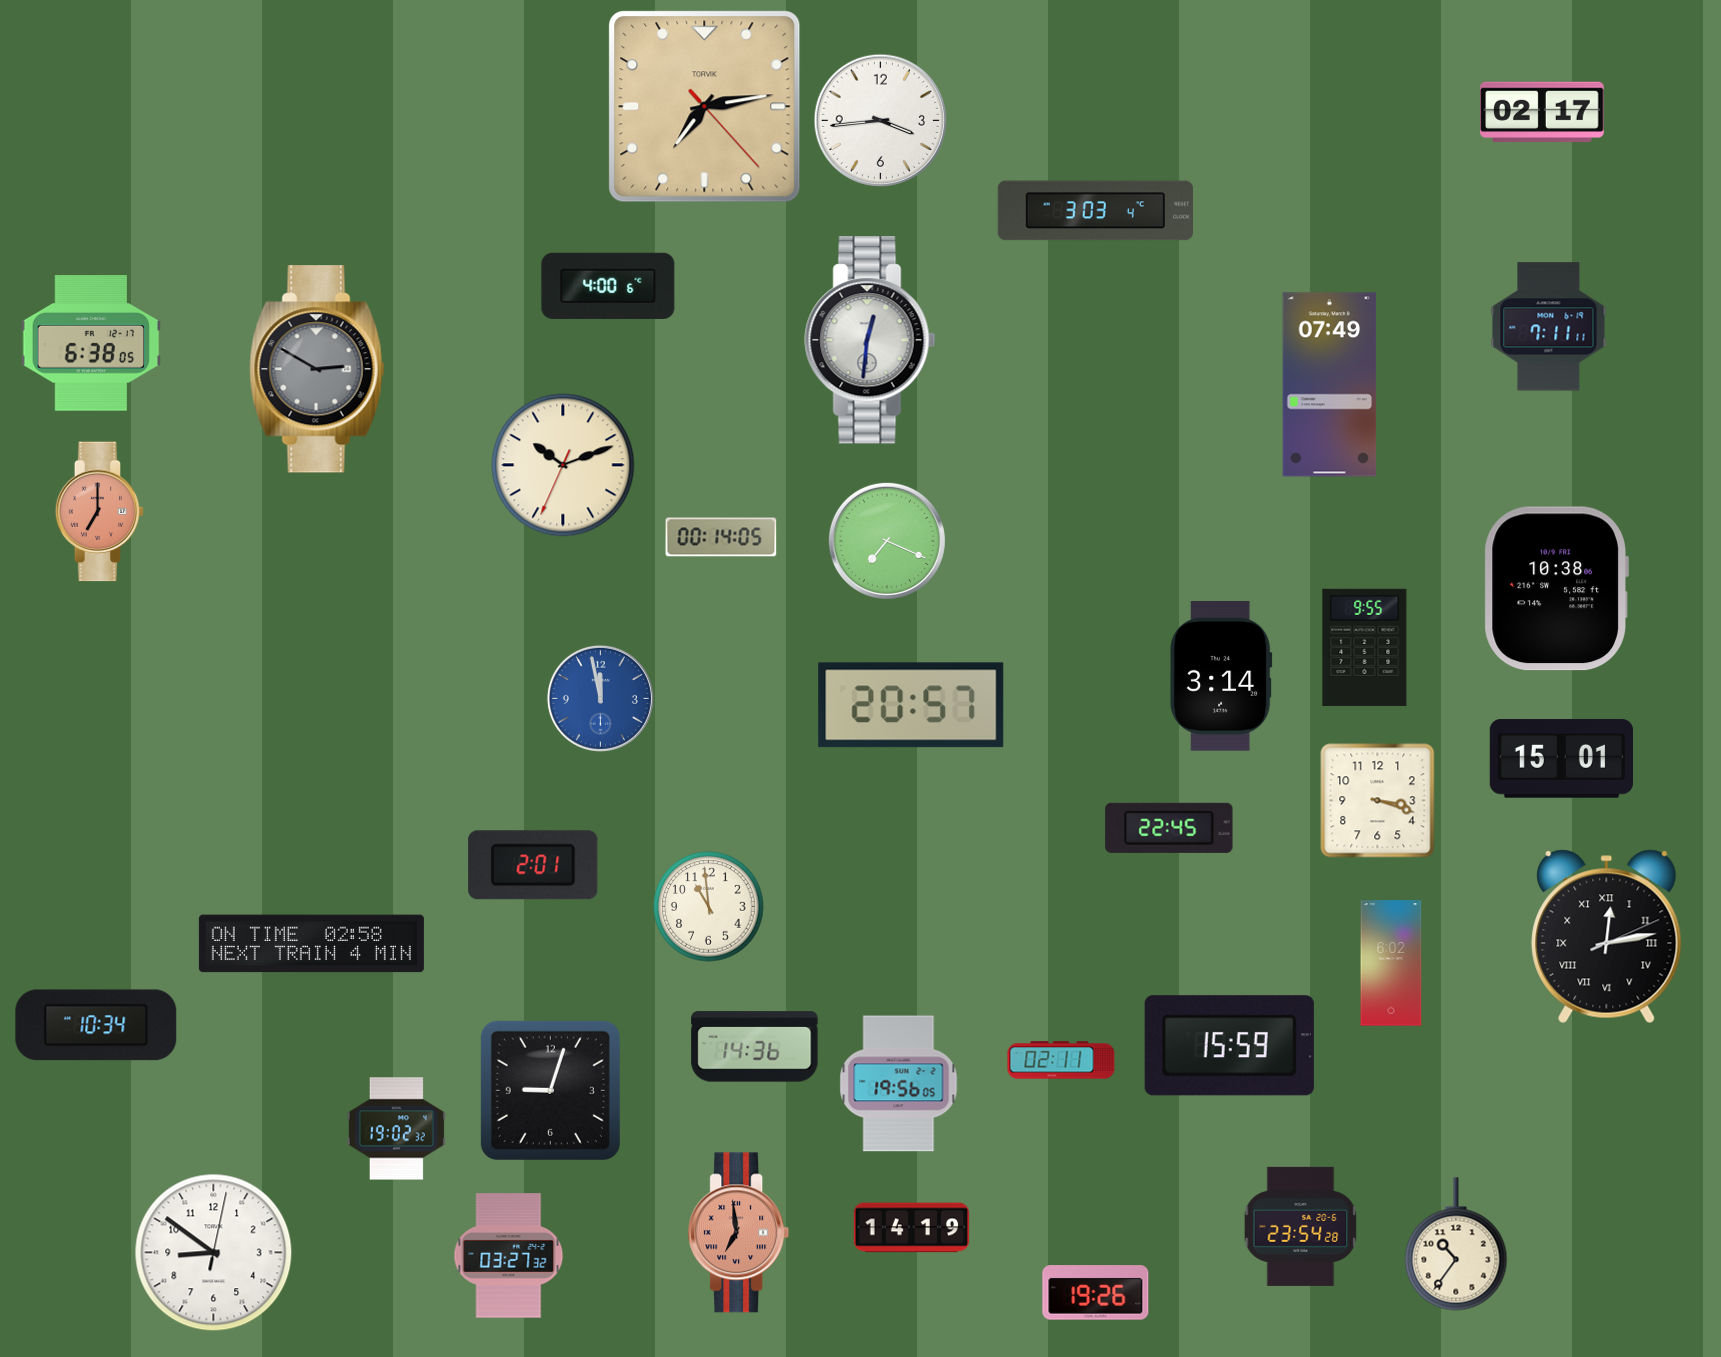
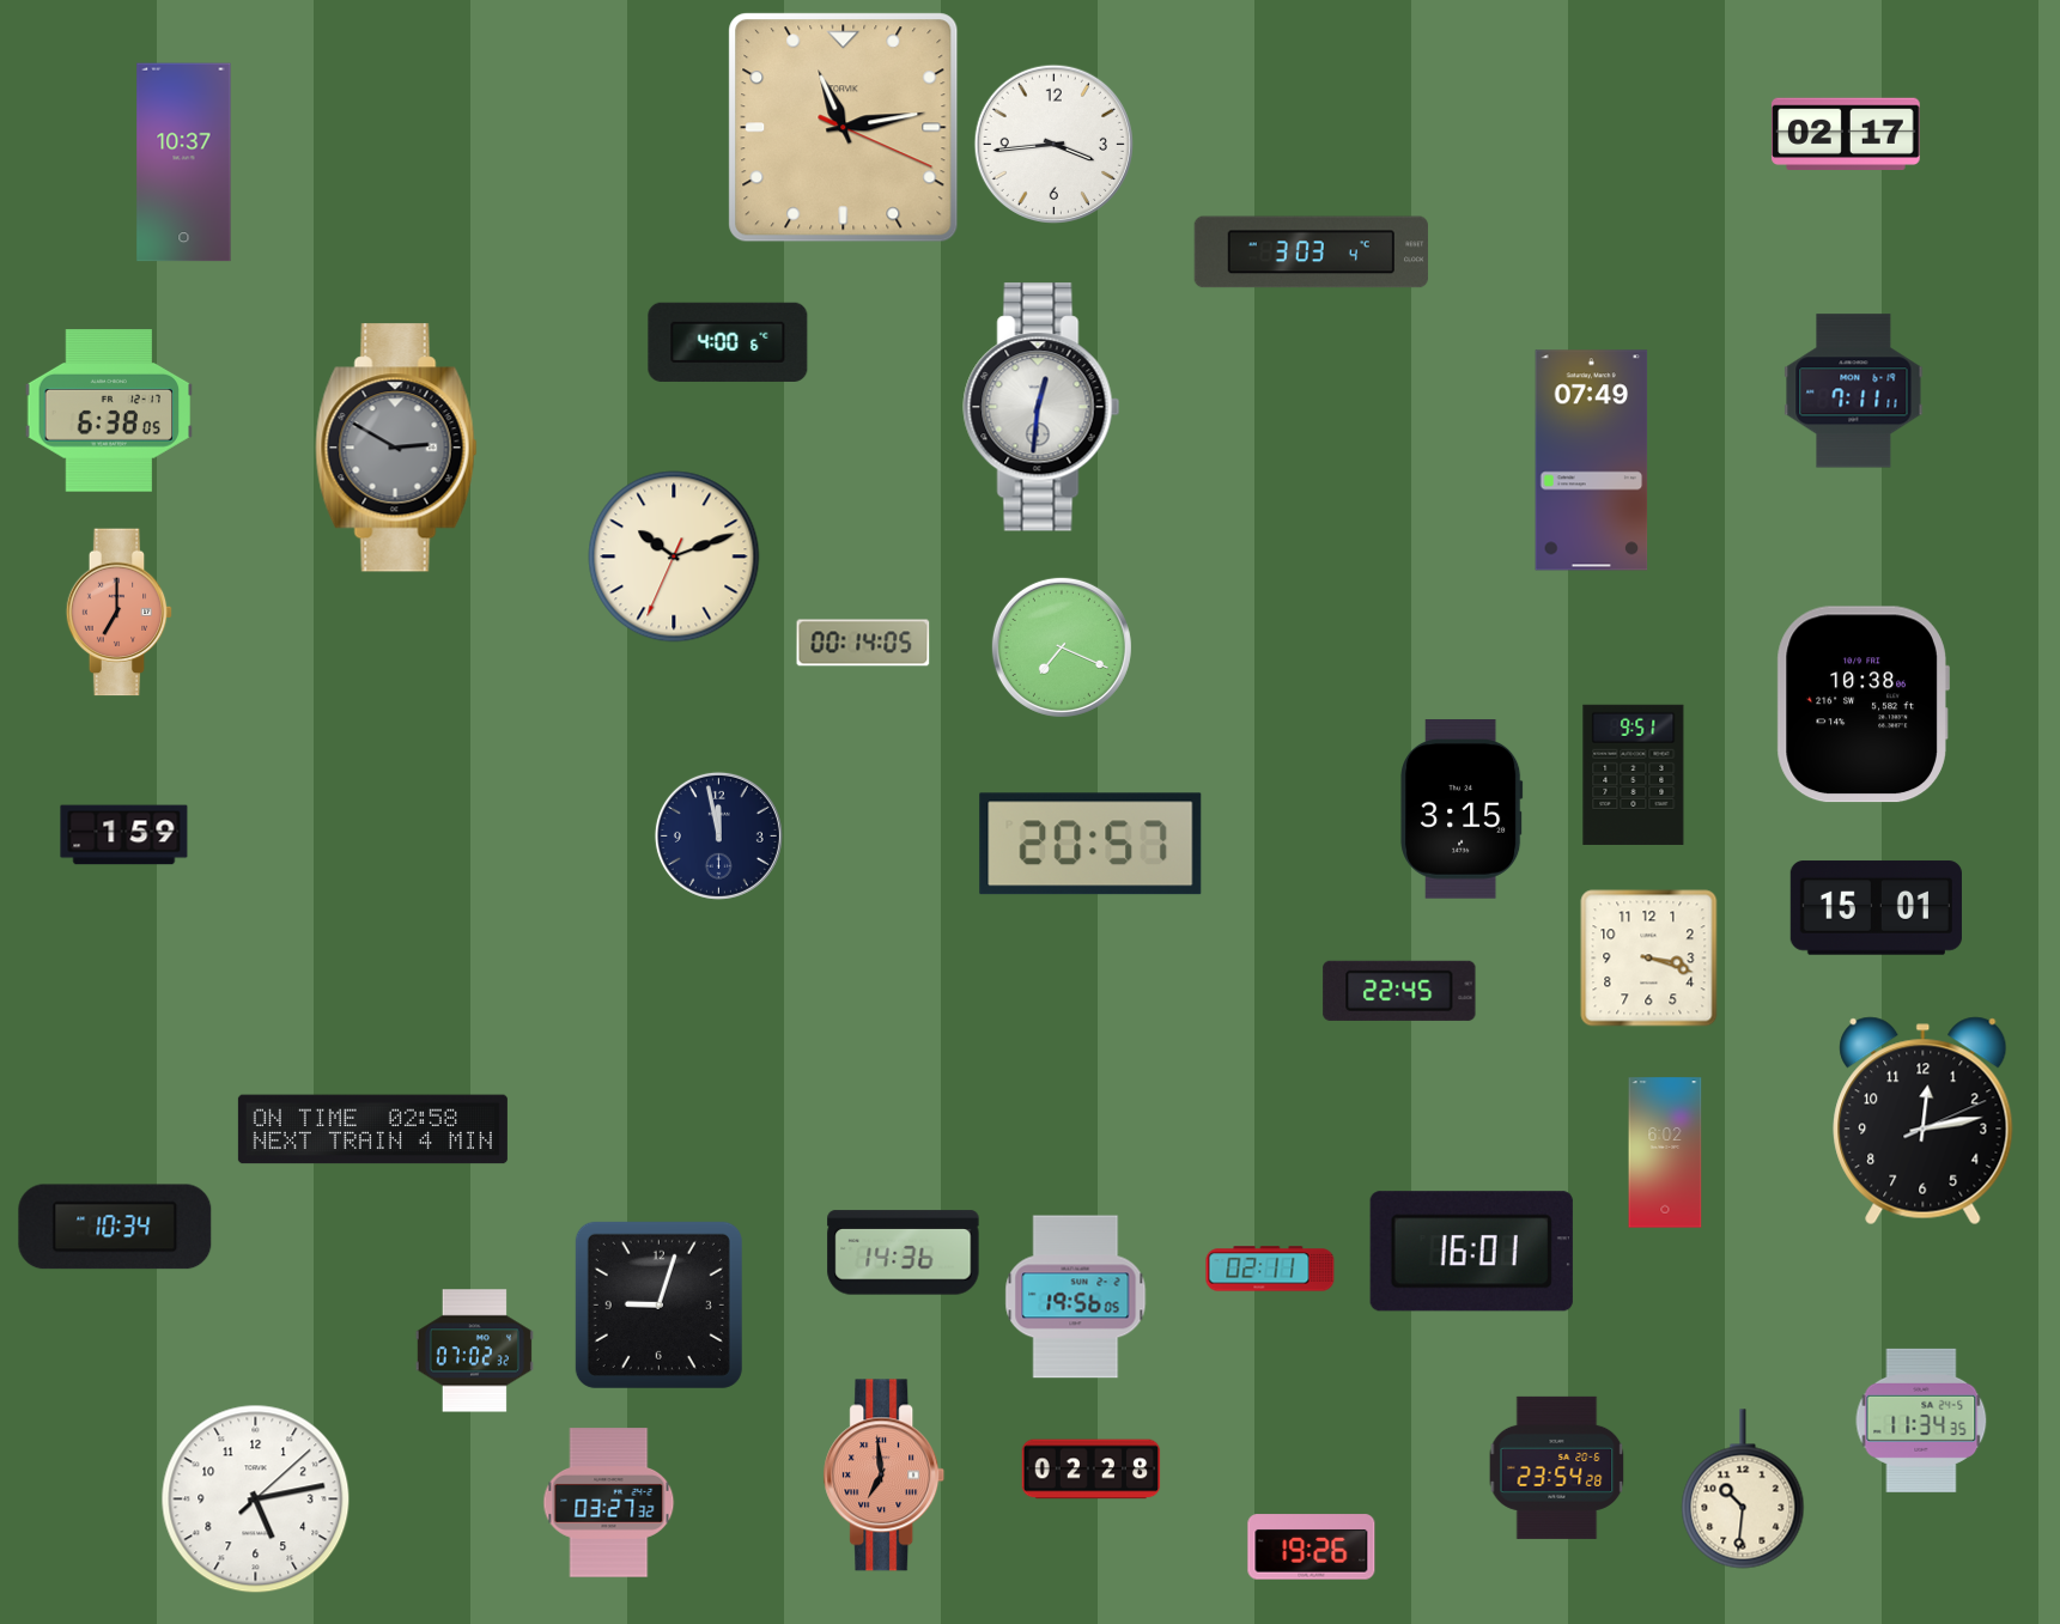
clock at (705, 107): 7:13 -> 11:13
clock at (184, 163): none -> 10:37
clock at (317, 369) position: (317, 369) -> (396, 448)
clock at (1365, 647): 9:55 -> 9:51
clock at (1221, 677): 3:14 -> 3:15
clock at (124, 835): none -> 1:59
clock at (600, 698) dial: blue -> navy
clock at (1561, 759) position: (1561, 759) -> (1876, 908)
clock at (533, 865): 2:01 -> none
clock at (709, 907): 10:59 -> none
clock at (1607, 937) numerals: Roman -> Arabic
clock at (1229, 1046): 15:59 -> 16:01
clock at (396, 1129): 19:02 -> 07:02
clock at (1921, 1421): none -> 11:34
clock at (912, 1228): 14:19 -> 02:28
clock at (1456, 1244): 10:36 -> 10:31
clock at (214, 1253): 8:51 -> 5:13
